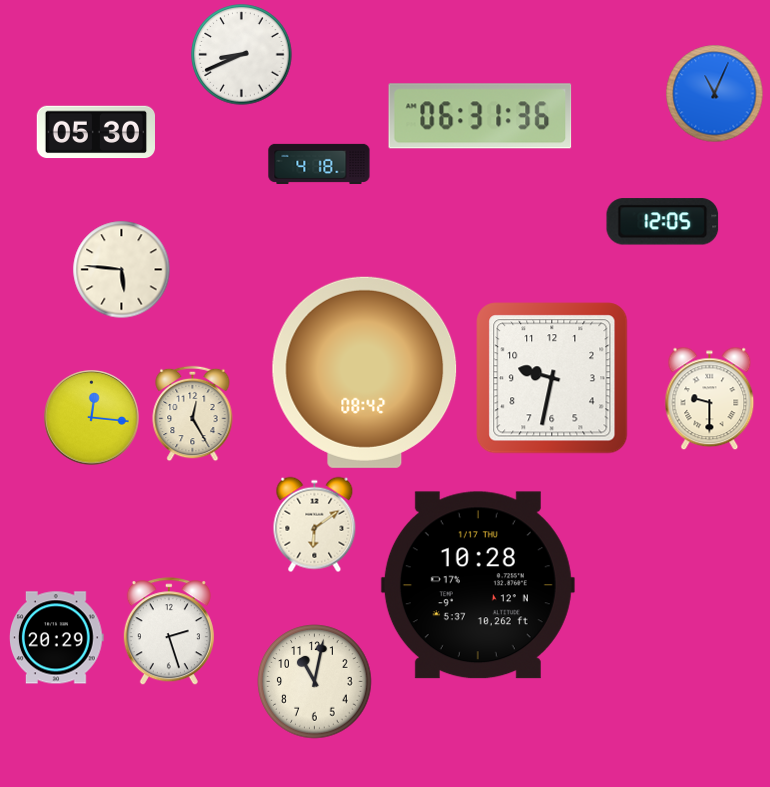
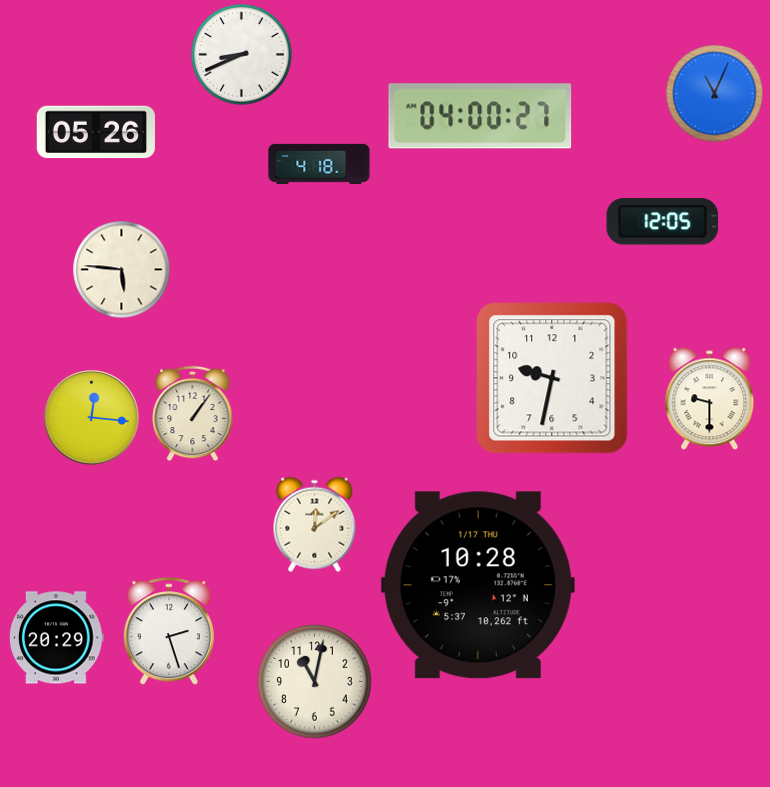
clock at (480, 116): 06:31 -> 04:00
clock at (95, 132): 05:30 -> 05:26
clock at (365, 372): 08:42 -> none
clock at (193, 414): 12:25 -> 1:06
clock at (315, 525): 6:09 -> 12:09
